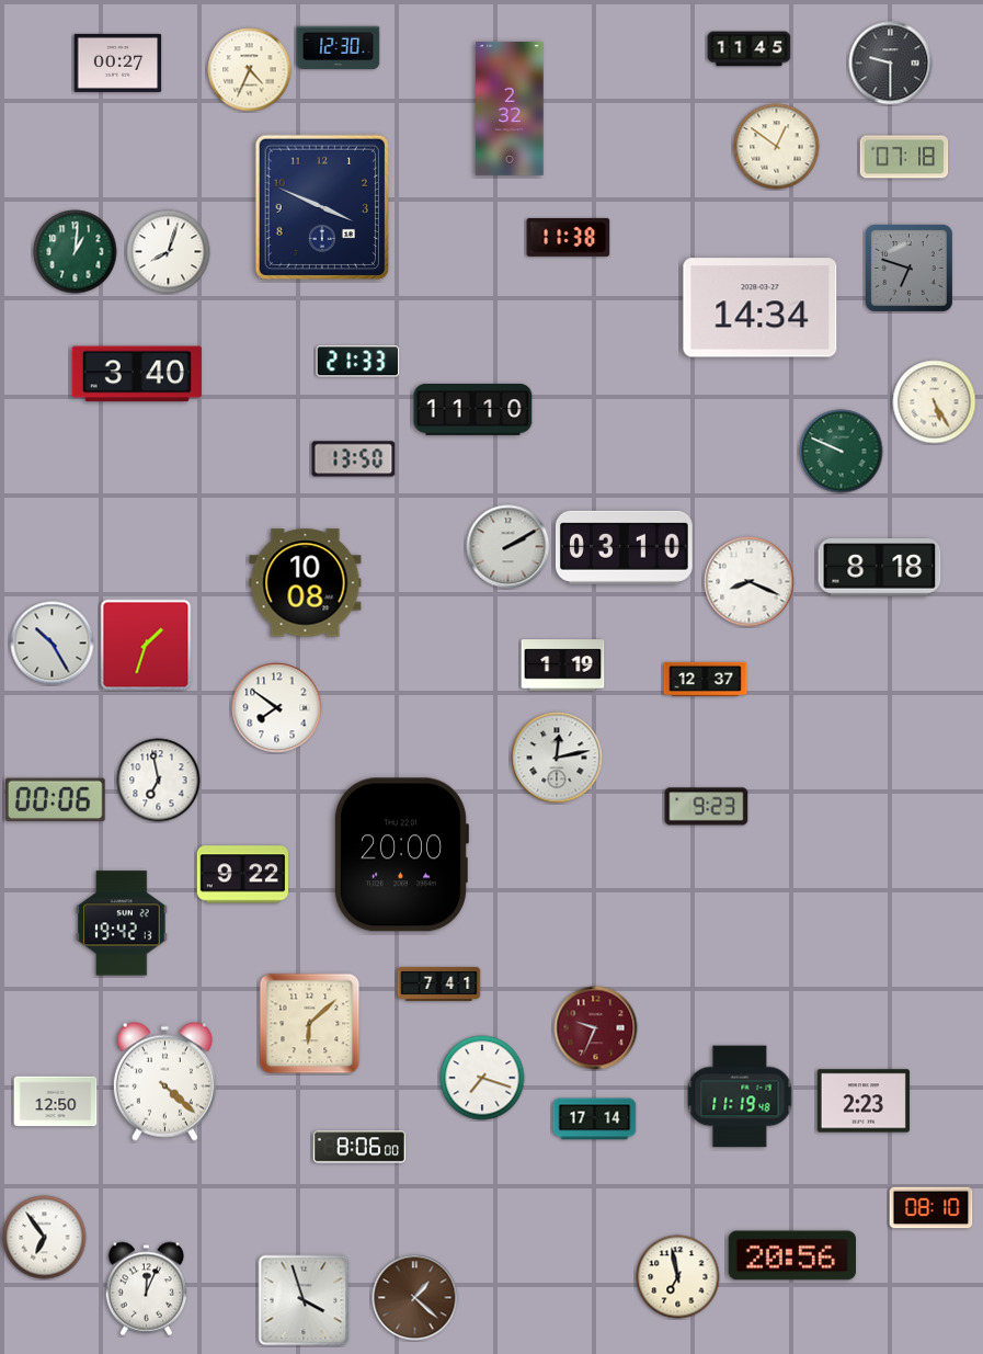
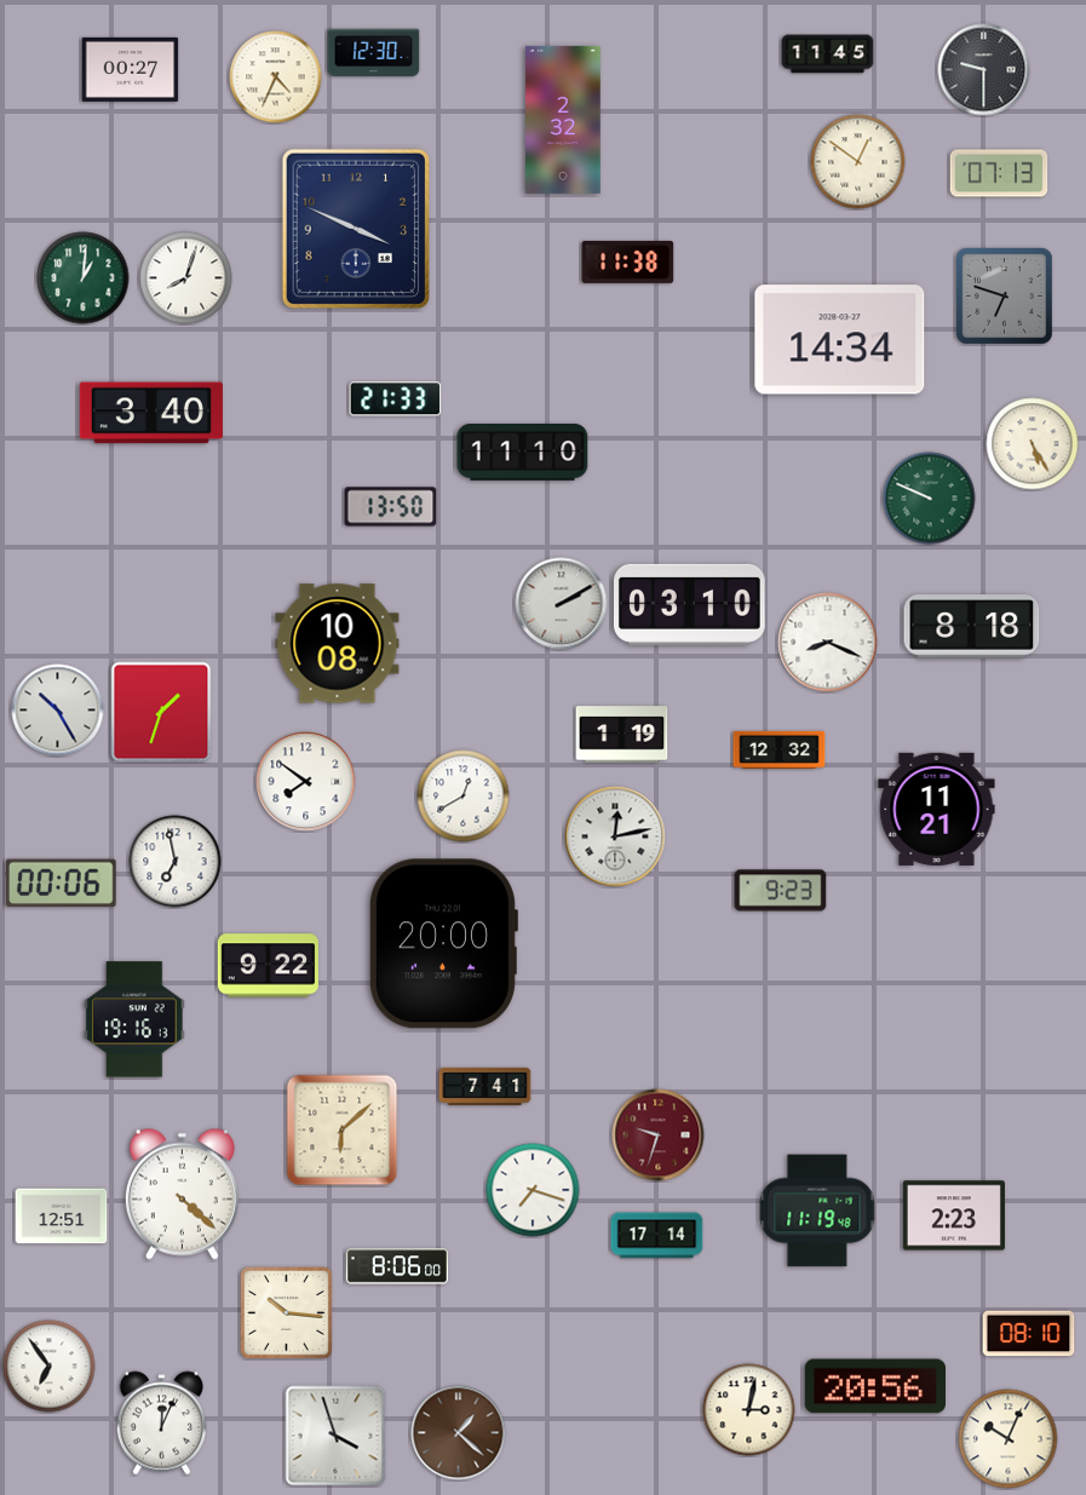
clock at (904, 157): 07:18 -> 07:13
clock at (706, 679): 12:37 -> 12:32
clock at (464, 797): none -> 12:40
clock at (937, 809): none -> 11:21
clock at (122, 923): 19:42 -> 19:16
clock at (596, 1028): 9:34 -> 9:33
clock at (56, 1102): 12:50 -> 12:51
clock at (286, 1312): none -> 10:16
clock at (678, 1277): 6:58 -> 3:02
clock at (1009, 1439): none -> 10:04
